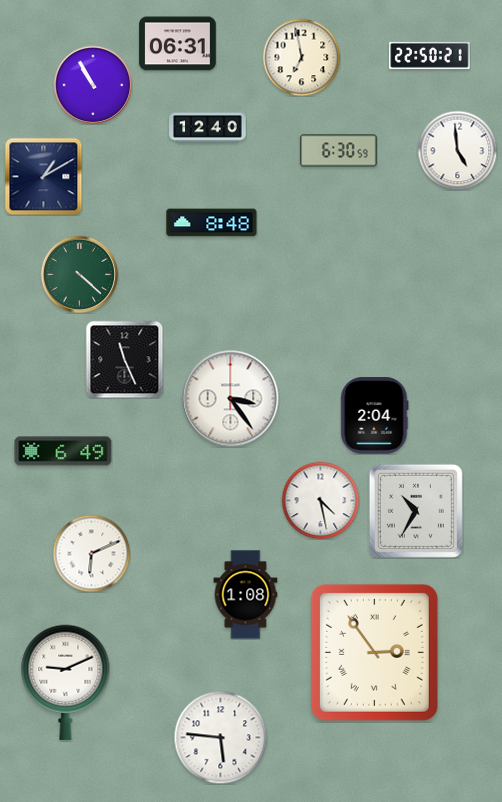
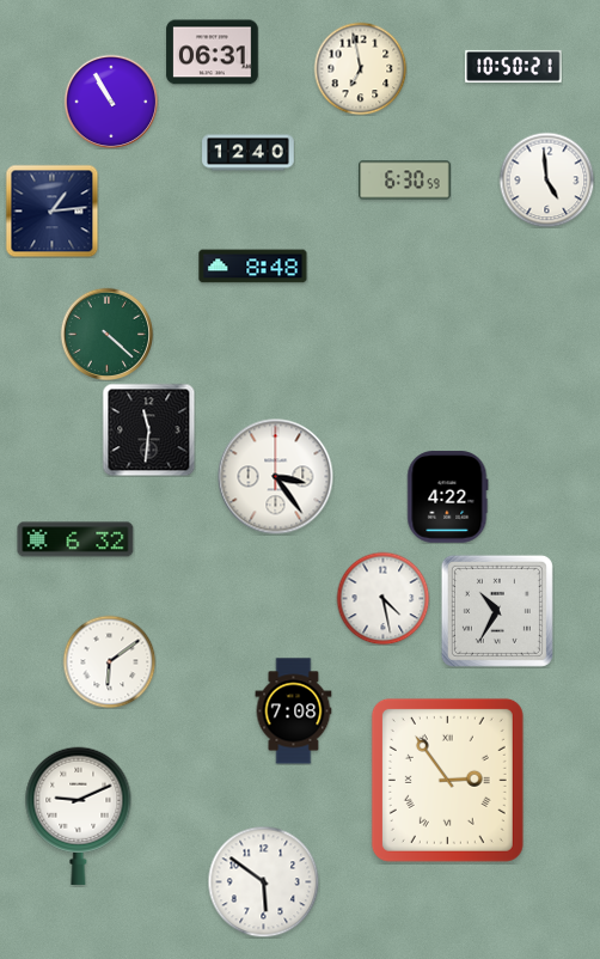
clock at (430, 55): 22:50 -> 10:50
clock at (43, 176): 1:10 -> 1:14
clock at (79, 274) position: (79, 274) -> (106, 334)
clock at (124, 359): 11:26 -> 11:31
clock at (375, 416): 2:04 -> 4:22
clock at (63, 451): 6:49 -> 6:32
clock at (91, 553): 6:11 -> 6:09
clock at (246, 595): 1:08 -> 7:08
clock at (220, 737): 5:46 -> 5:51
